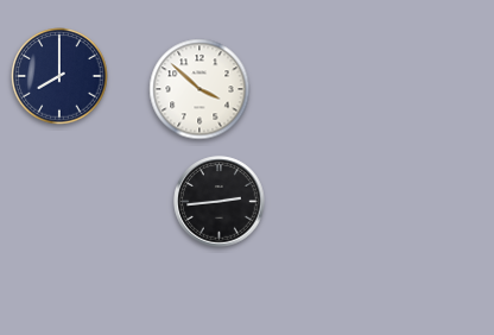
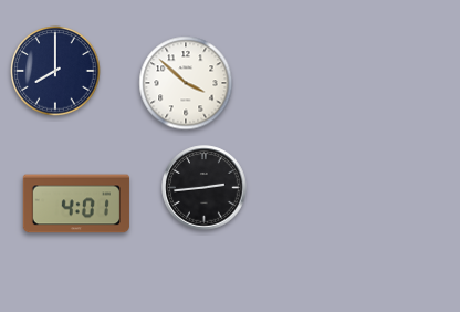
clock at (76, 204): none -> 4:01
